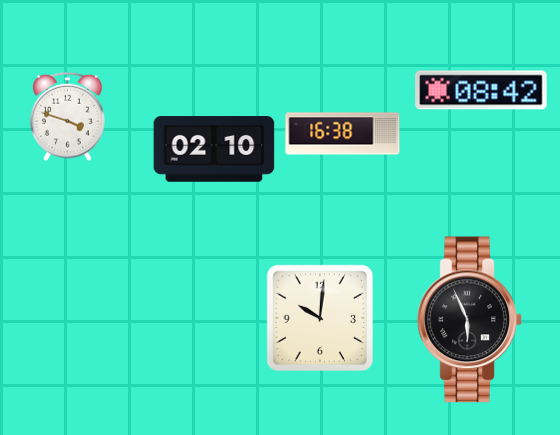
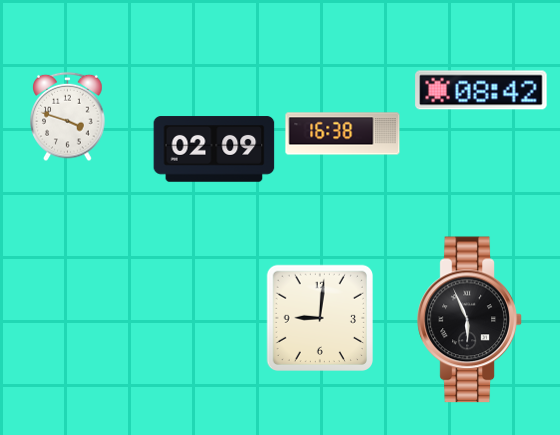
clock at (214, 149): 02:10 -> 02:09
clock at (319, 317): 10:01 -> 9:01
